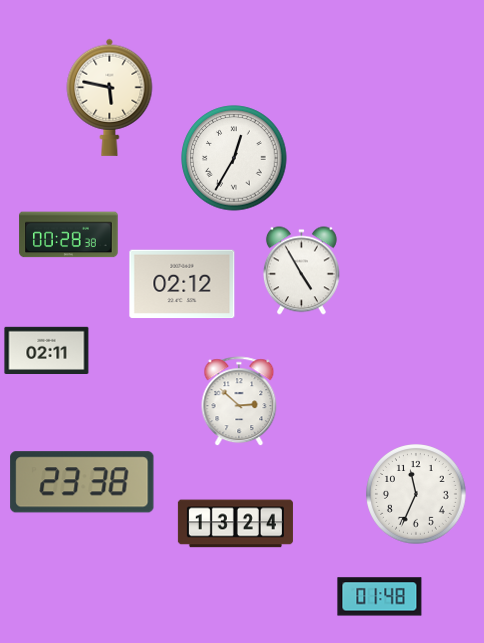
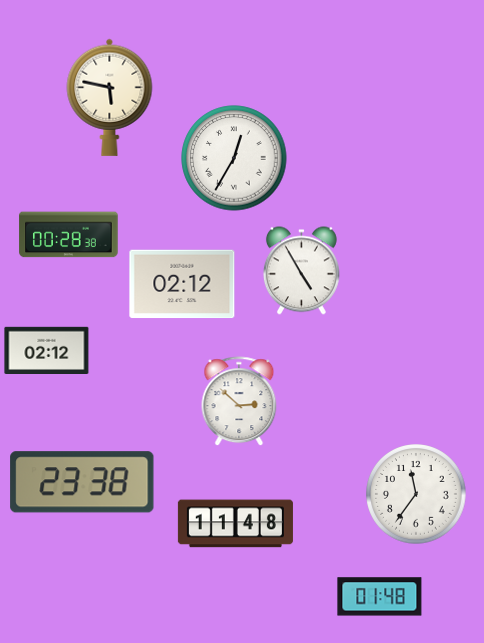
clock at (47, 350): 02:11 -> 02:12
clock at (416, 494): 11:34 -> 11:36
clock at (235, 524): 13:24 -> 11:48
